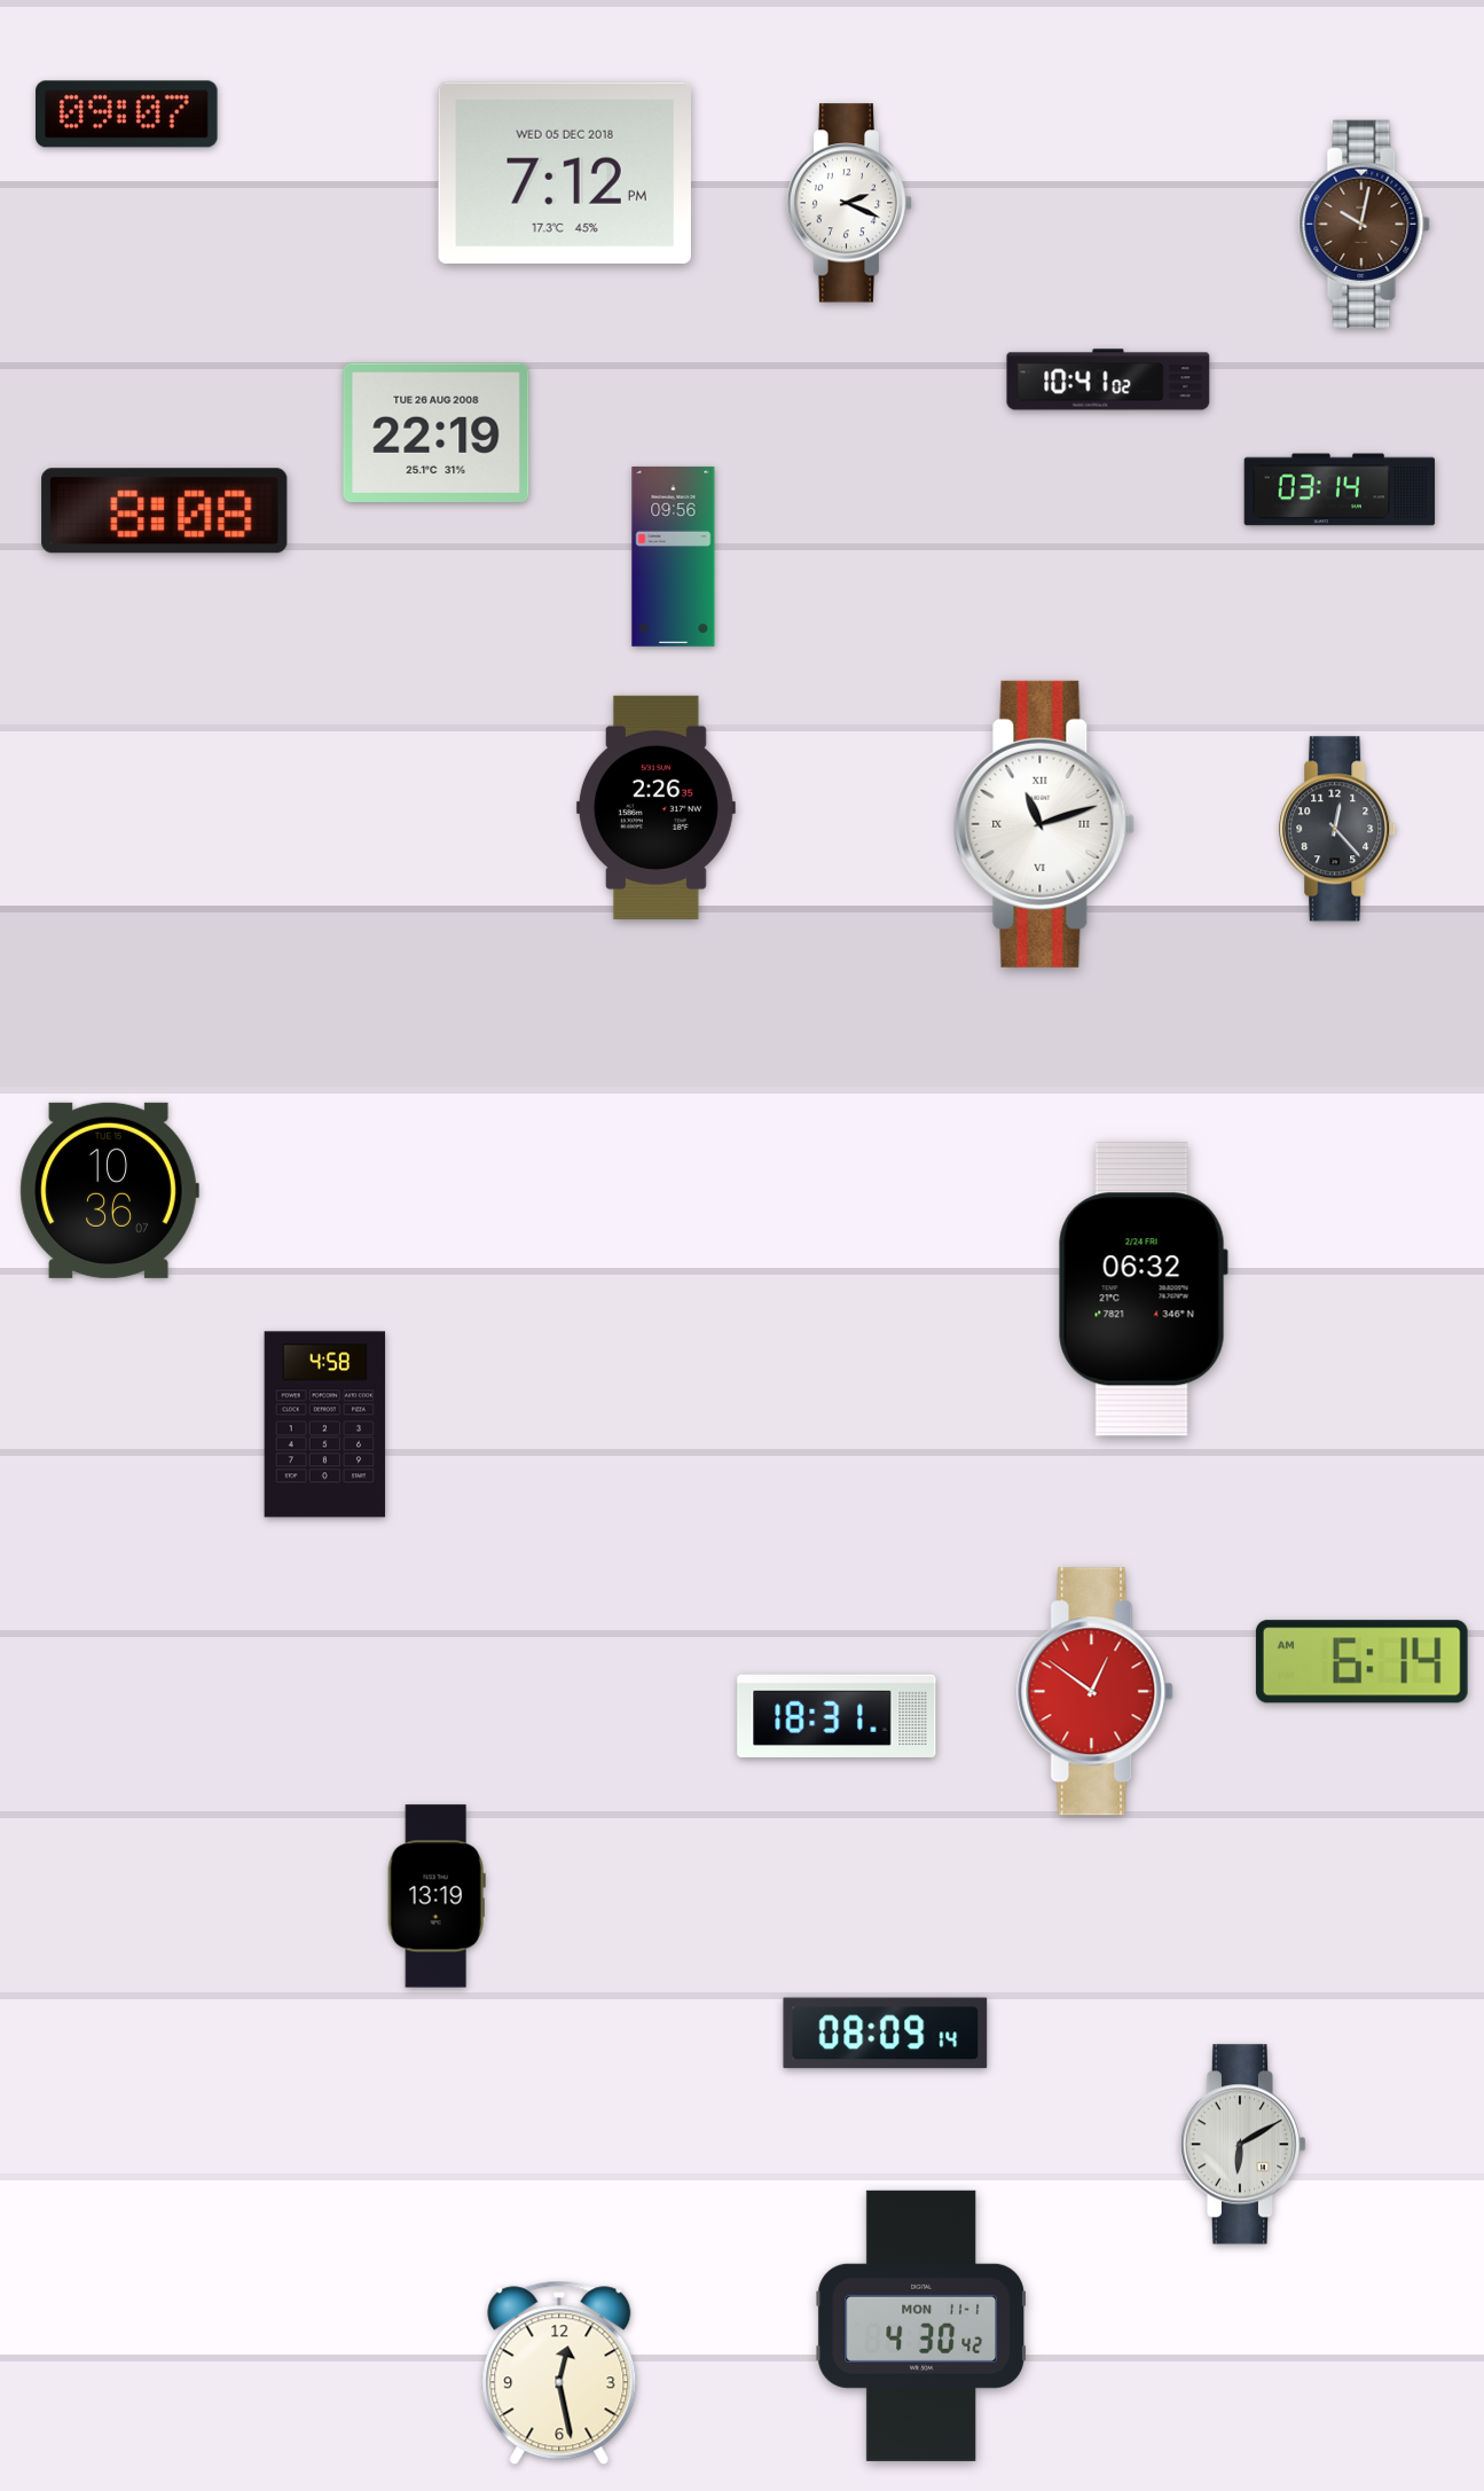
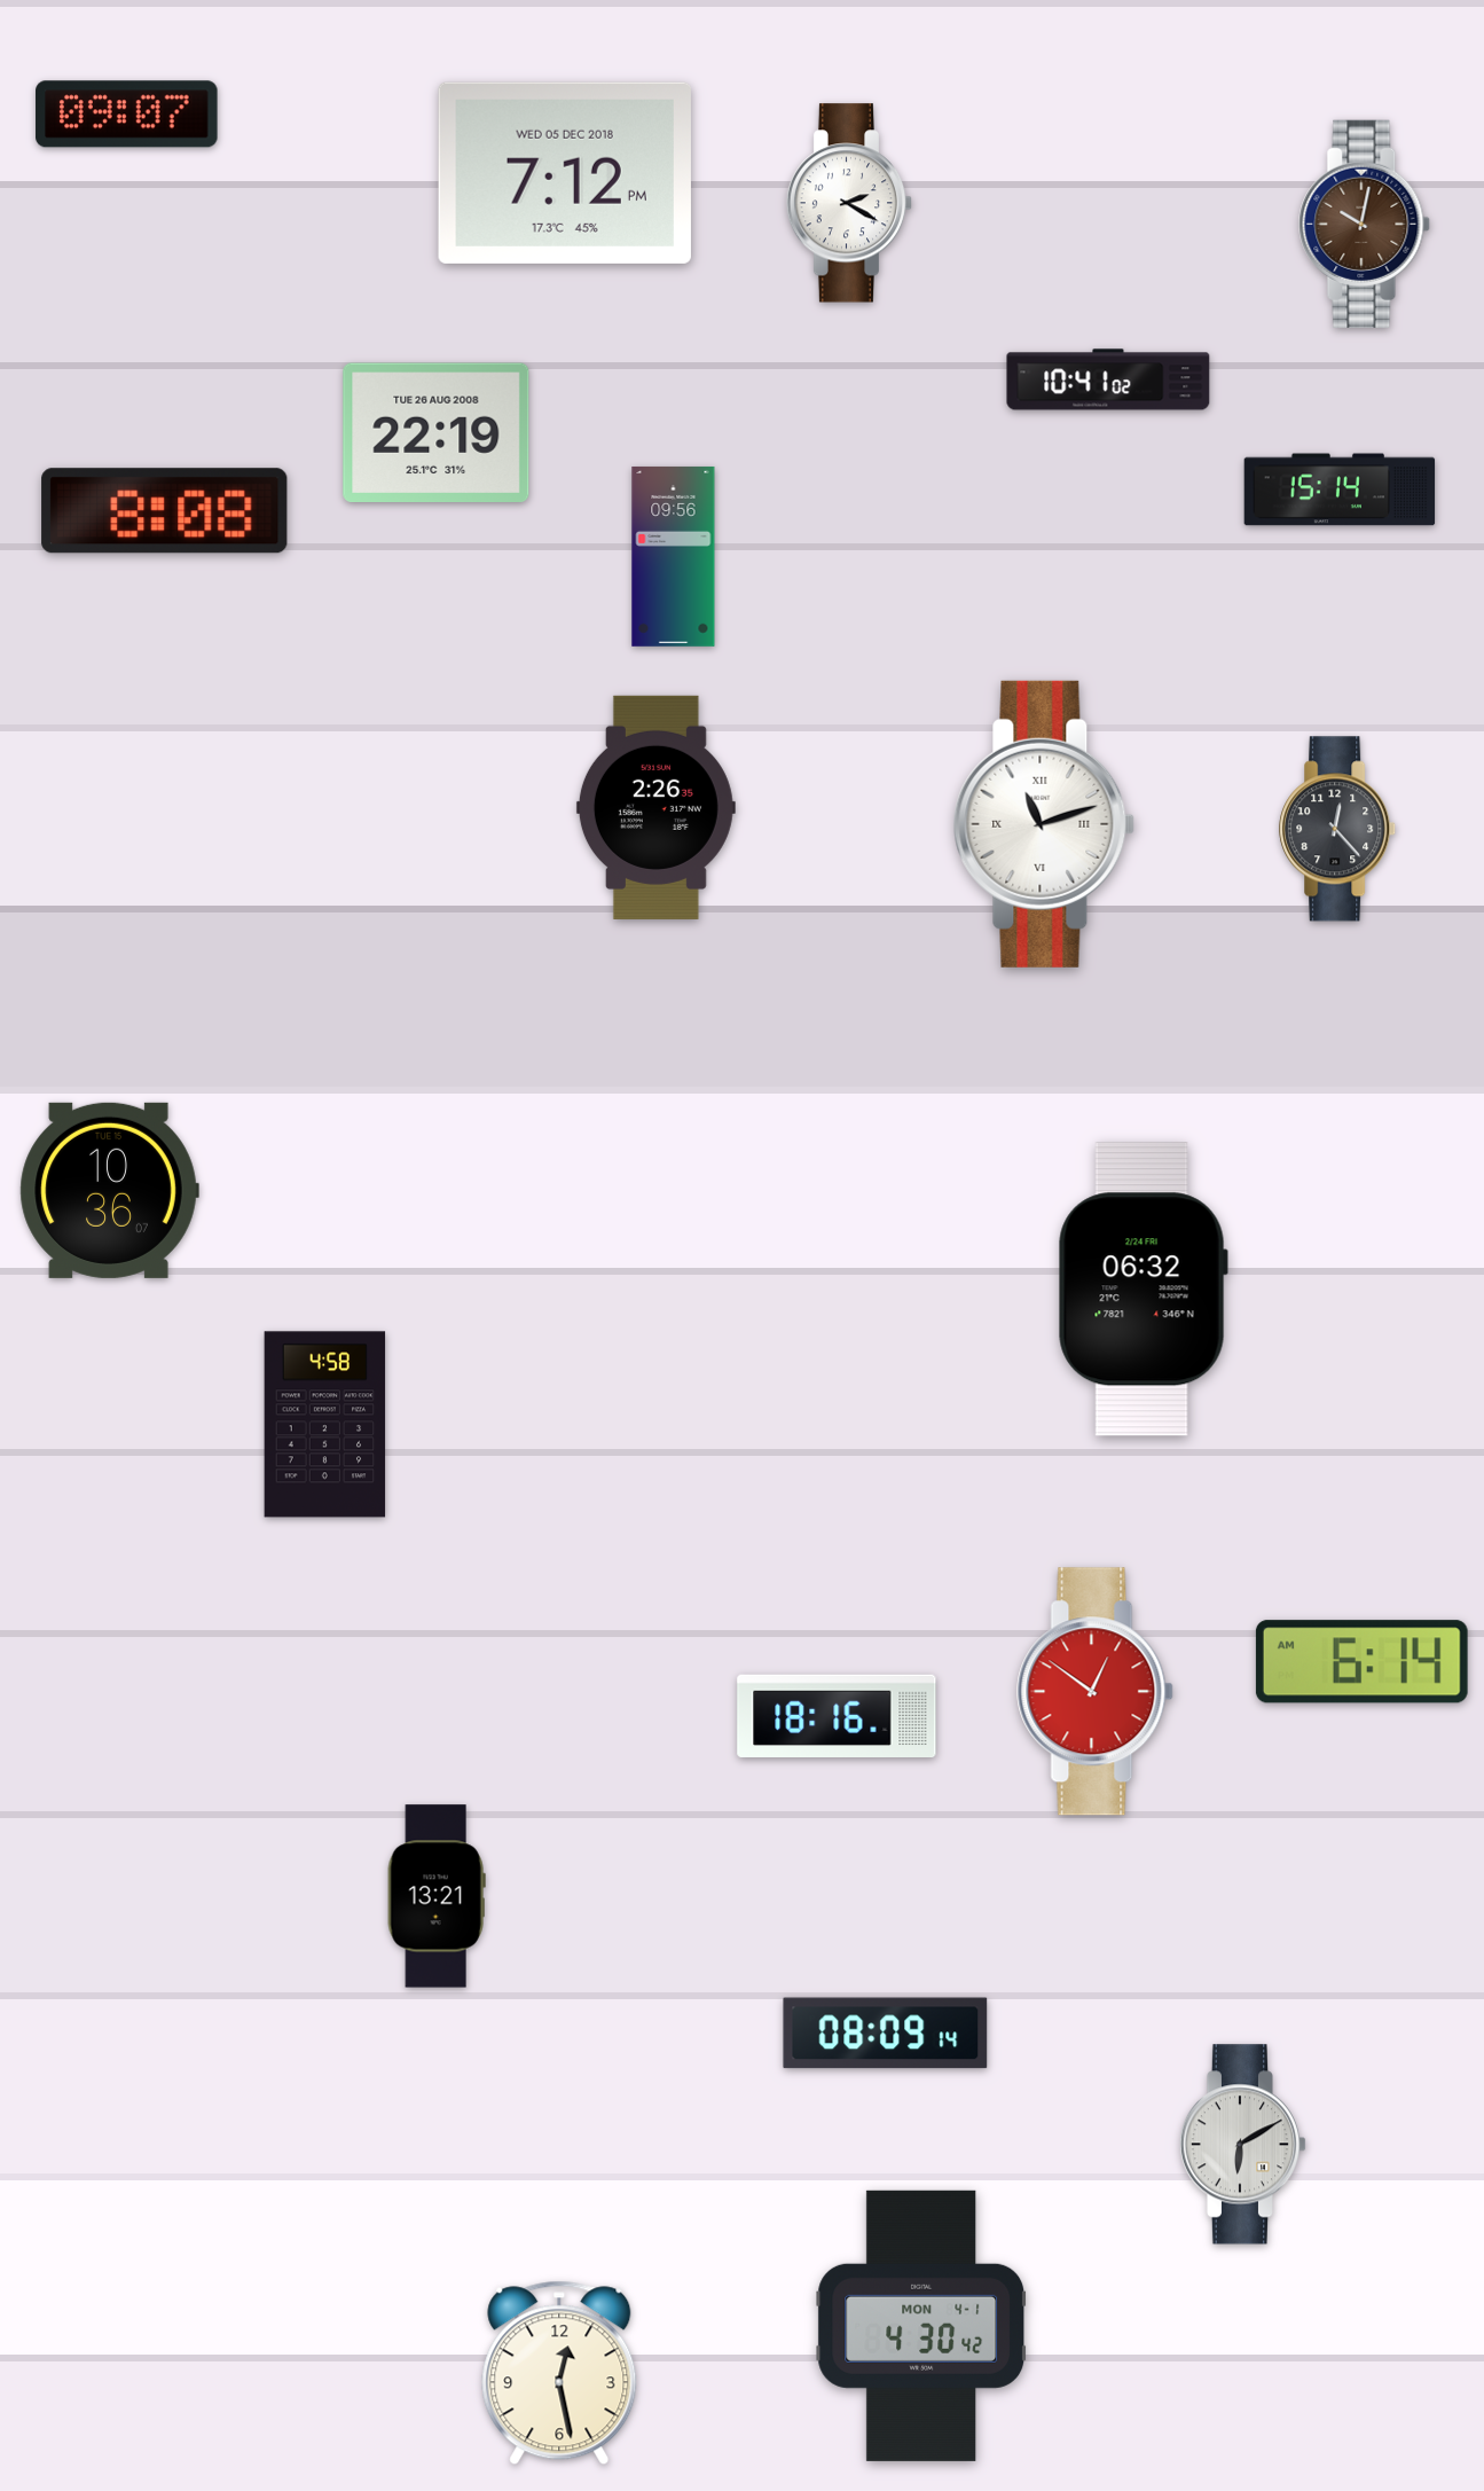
clock at (849, 203): 2:19 -> 2:20
clock at (1340, 489): 03:14 -> 15:14
clock at (837, 1716): 18:31 -> 18:16
clock at (437, 1896): 13:19 -> 13:21
clock at (921, 2326) date: MON 11-1 -> MON 4-1
